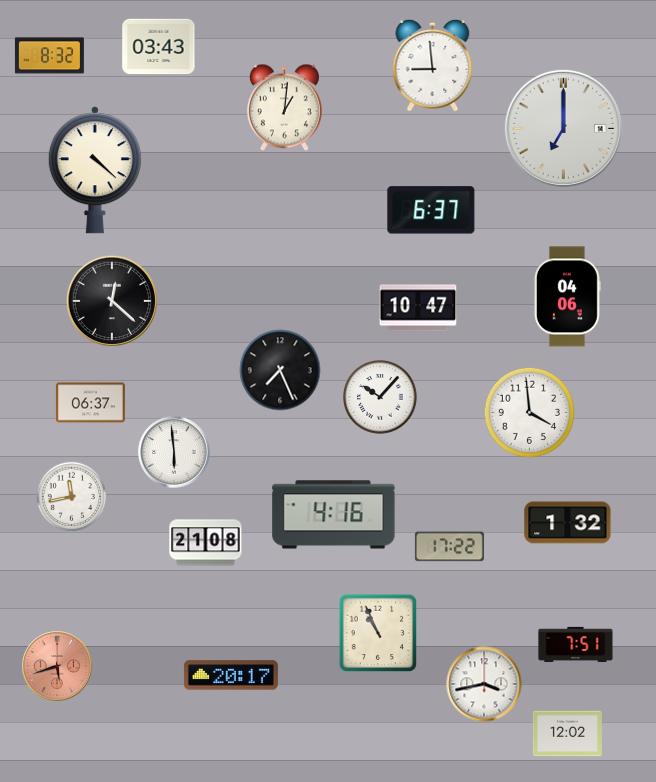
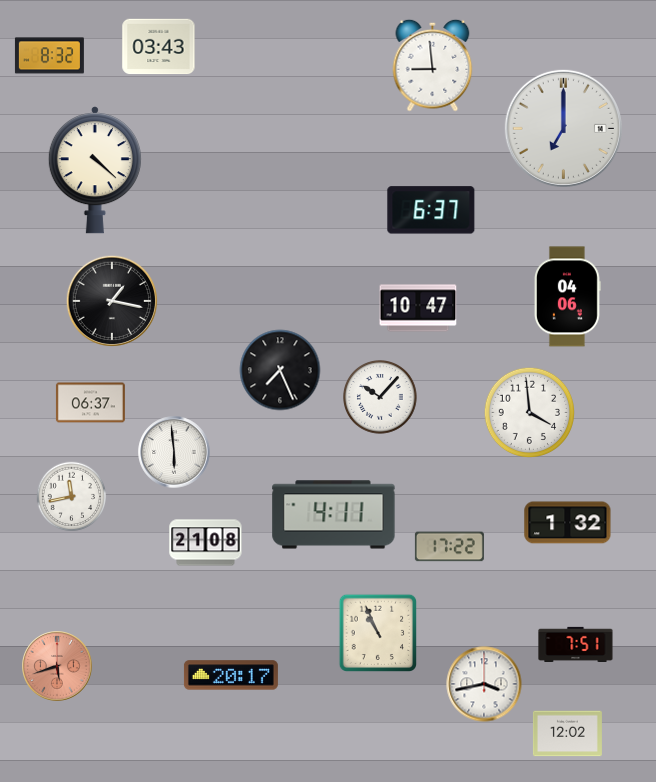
clock at (284, 108): 1:01 -> none
clock at (111, 300): 12:22 -> 1:17
clock at (334, 515): 4:16 -> 4:11
